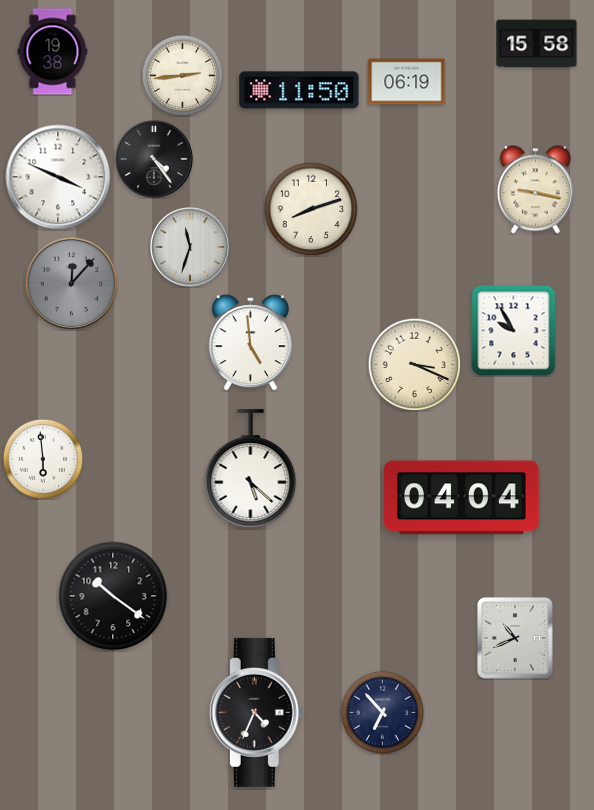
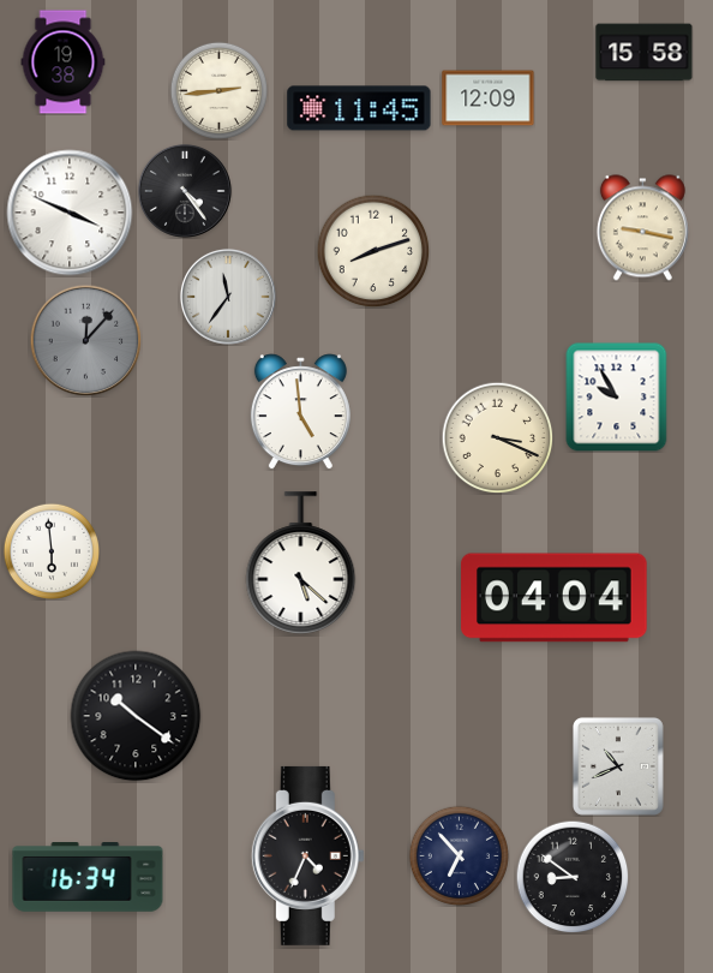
clock at (407, 82): 06:19 -> 12:09
clock at (299, 90): 11:50 -> 11:45
clock at (190, 247): 11:33 -> 11:36
clock at (88, 877): none -> 16:34
clock at (573, 877): none -> 8:51
